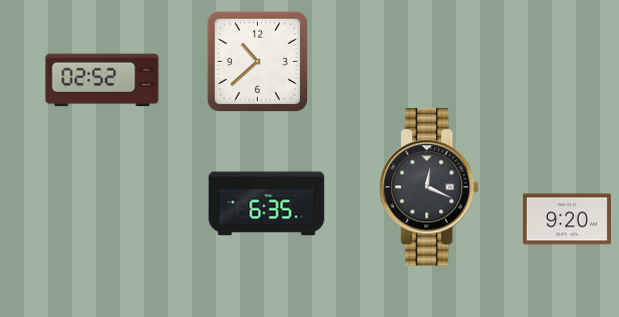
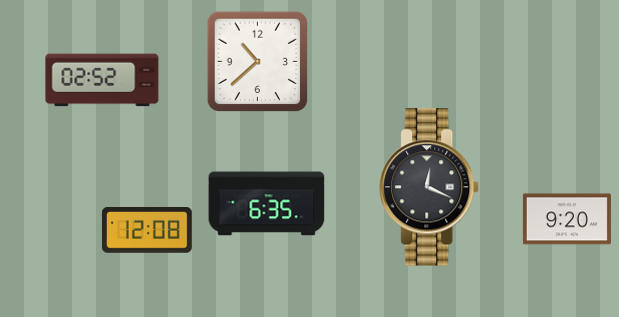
clock at (147, 231): none -> 12:08
